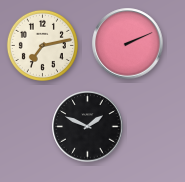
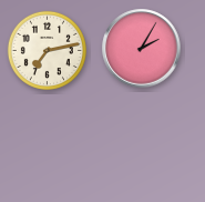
clock at (128, 44): 2:11 -> 2:05
clock at (88, 127): 1:49 -> none
